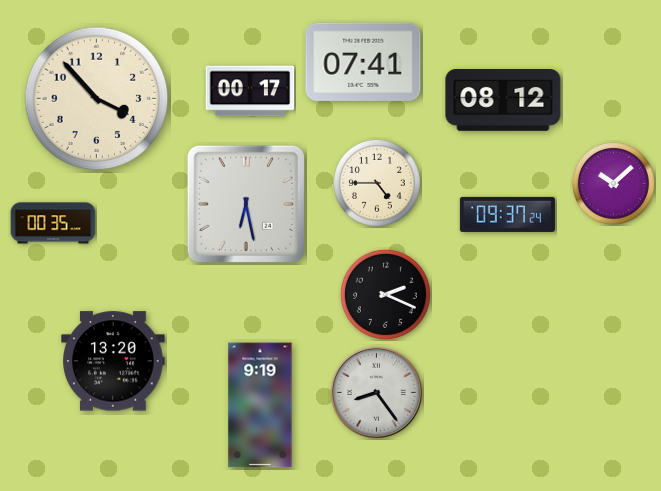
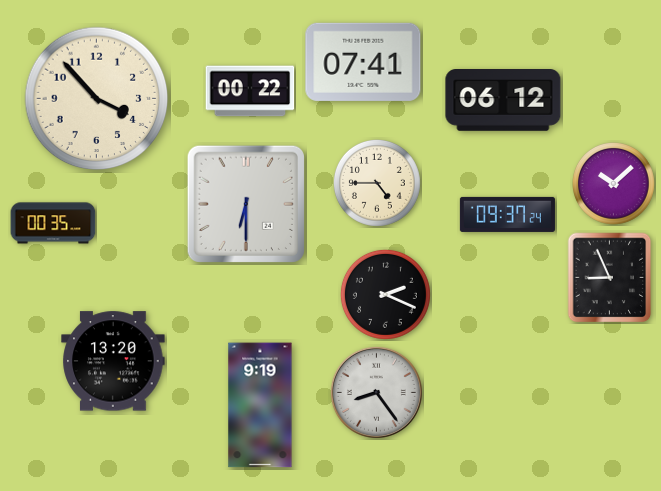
clock at (250, 91): 00:17 -> 00:22
clock at (503, 101): 08:12 -> 06:12
clock at (246, 204): 6:28 -> 6:30
clock at (610, 278): none -> 8:56
